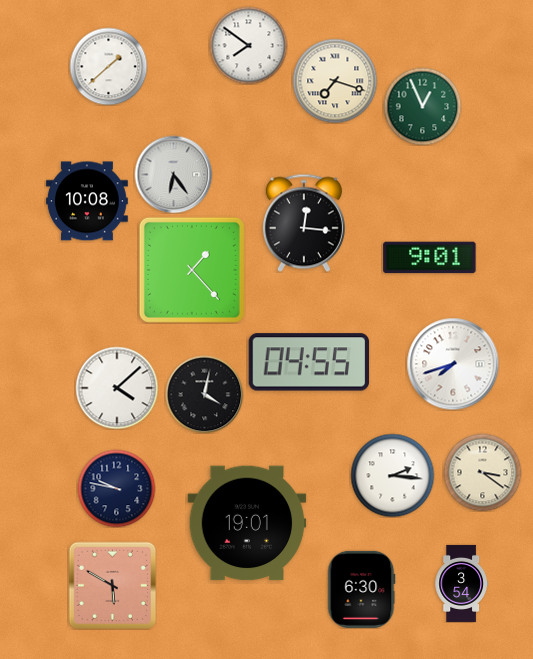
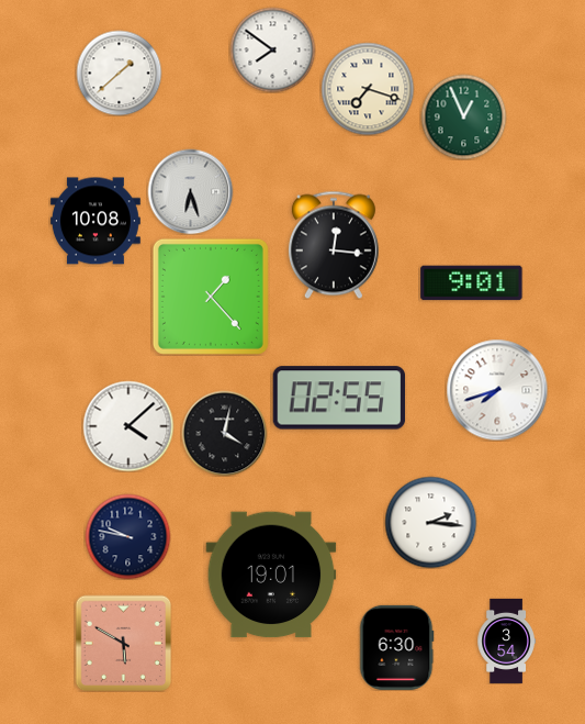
clock at (173, 174): 6:24 -> 6:27
clock at (309, 362): 04:55 -> 02:55
clock at (453, 364) position: (453, 364) -> (497, 390)
clock at (482, 472): 3:21 -> none
